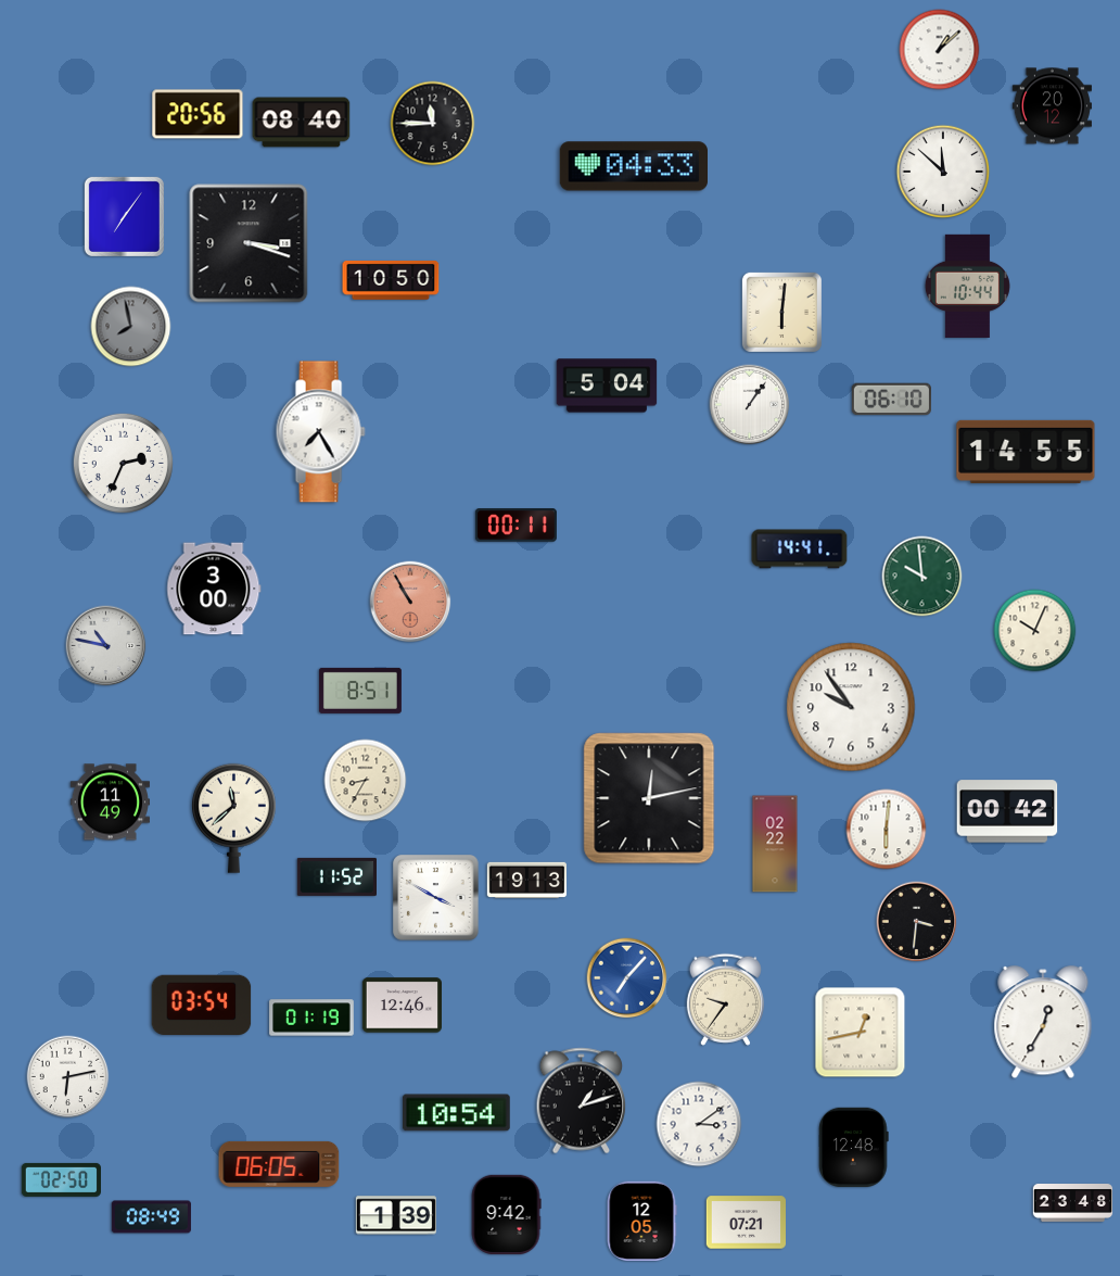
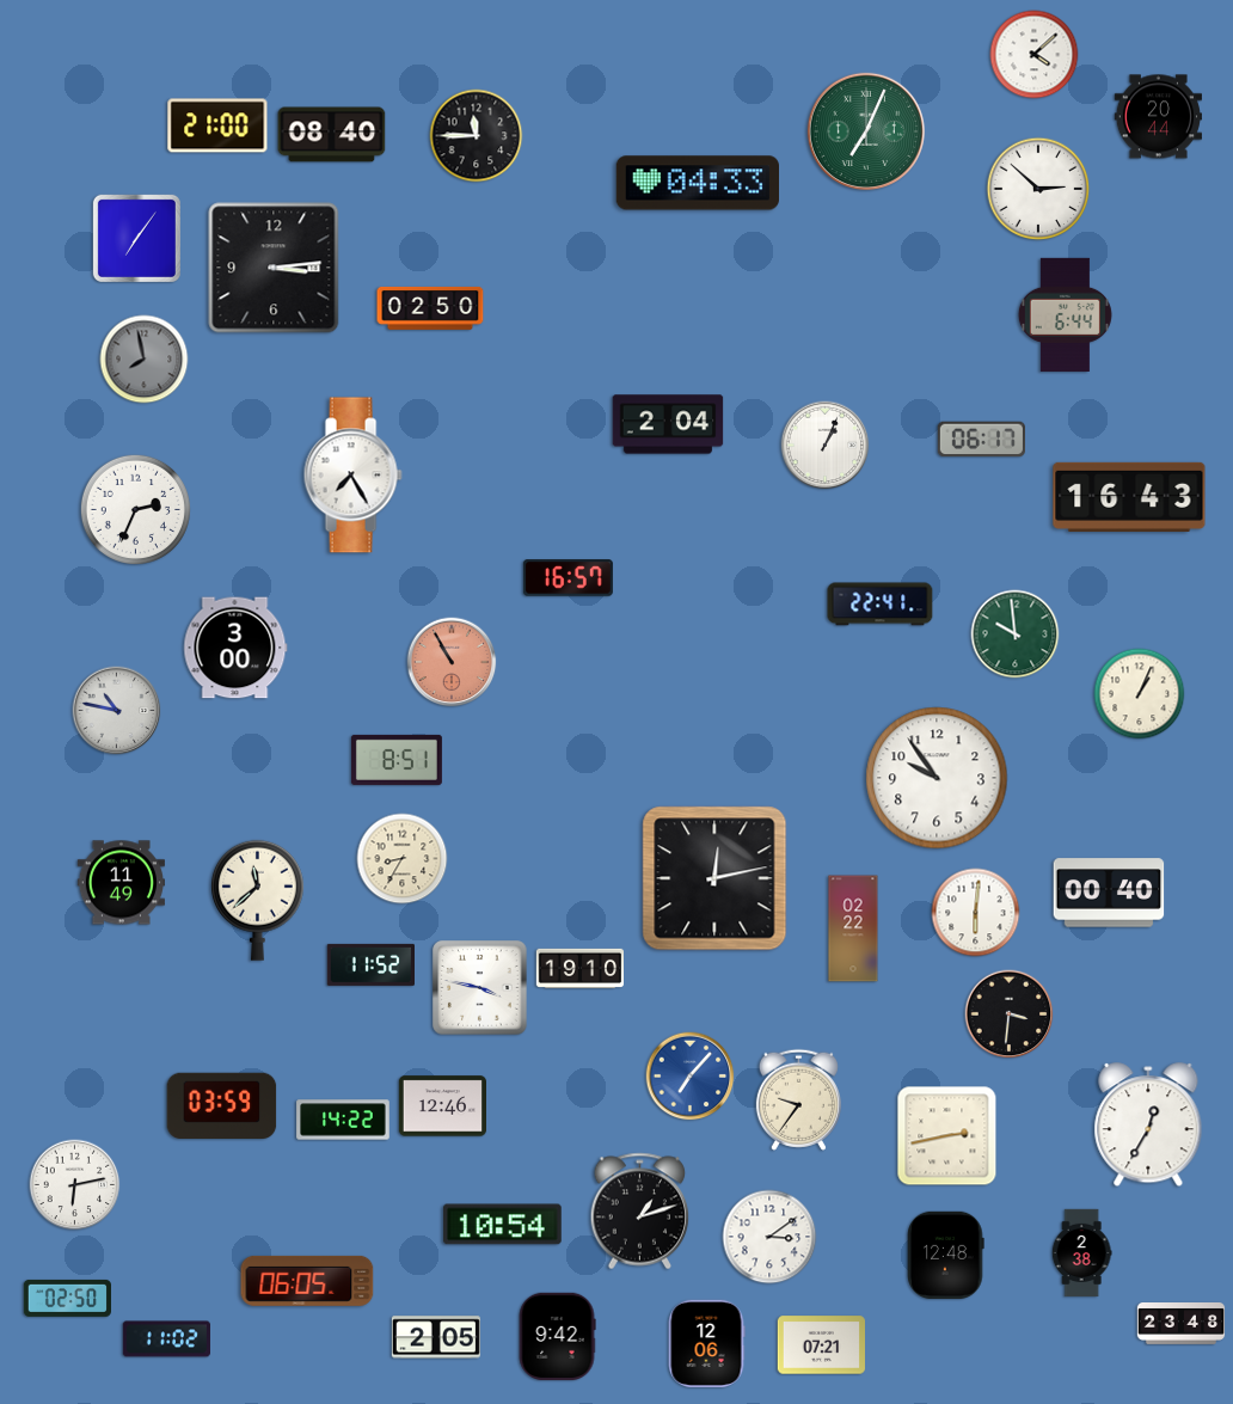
clock at (940, 50): 1:08 -> 4:08
clock at (1052, 106): 20:12 -> 20:44
clock at (198, 114): 20:56 -> 21:00
clock at (866, 131): none -> 7:04
clock at (943, 172): 11:52 -> 2:52
clock at (249, 243): 3:18 -> 3:14
clock at (391, 280): 10:50 -> 02:50
clock at (967, 286): 10:44 -> 6:44
clock at (781, 312): 6:01 -> none
clock at (607, 386): 5:04 -> 2:04
clock at (891, 400): 06:10 -> 06:17
clock at (750, 405): 1:06 -> 1:04
clock at (1026, 452): 14:55 -> 16:43
clock at (516, 526): 00:11 -> 16:57
clock at (800, 549): 14:41 -> 22:41
clock at (1035, 631): 10:04 -> 1:04
clock at (1007, 811): 00:42 -> 00:40
clock at (526, 880): 19:13 -> 19:10
clock at (436, 898): 3:50 -> 3:47
clock at (202, 1006): 03:54 -> 03:59
clock at (311, 1018): 01:19 -> 14:22
clock at (861, 1033): 12:43 -> 2:43
clock at (1081, 1253): none -> 2:38
clock at (854, 1147) position: (854, 1147) -> (946, 1255)
clock at (396, 1215): 1:39 -> 2:05
clock at (151, 1217): 08:49 -> 11:02
clock at (641, 1221): 12:05 -> 12:06
